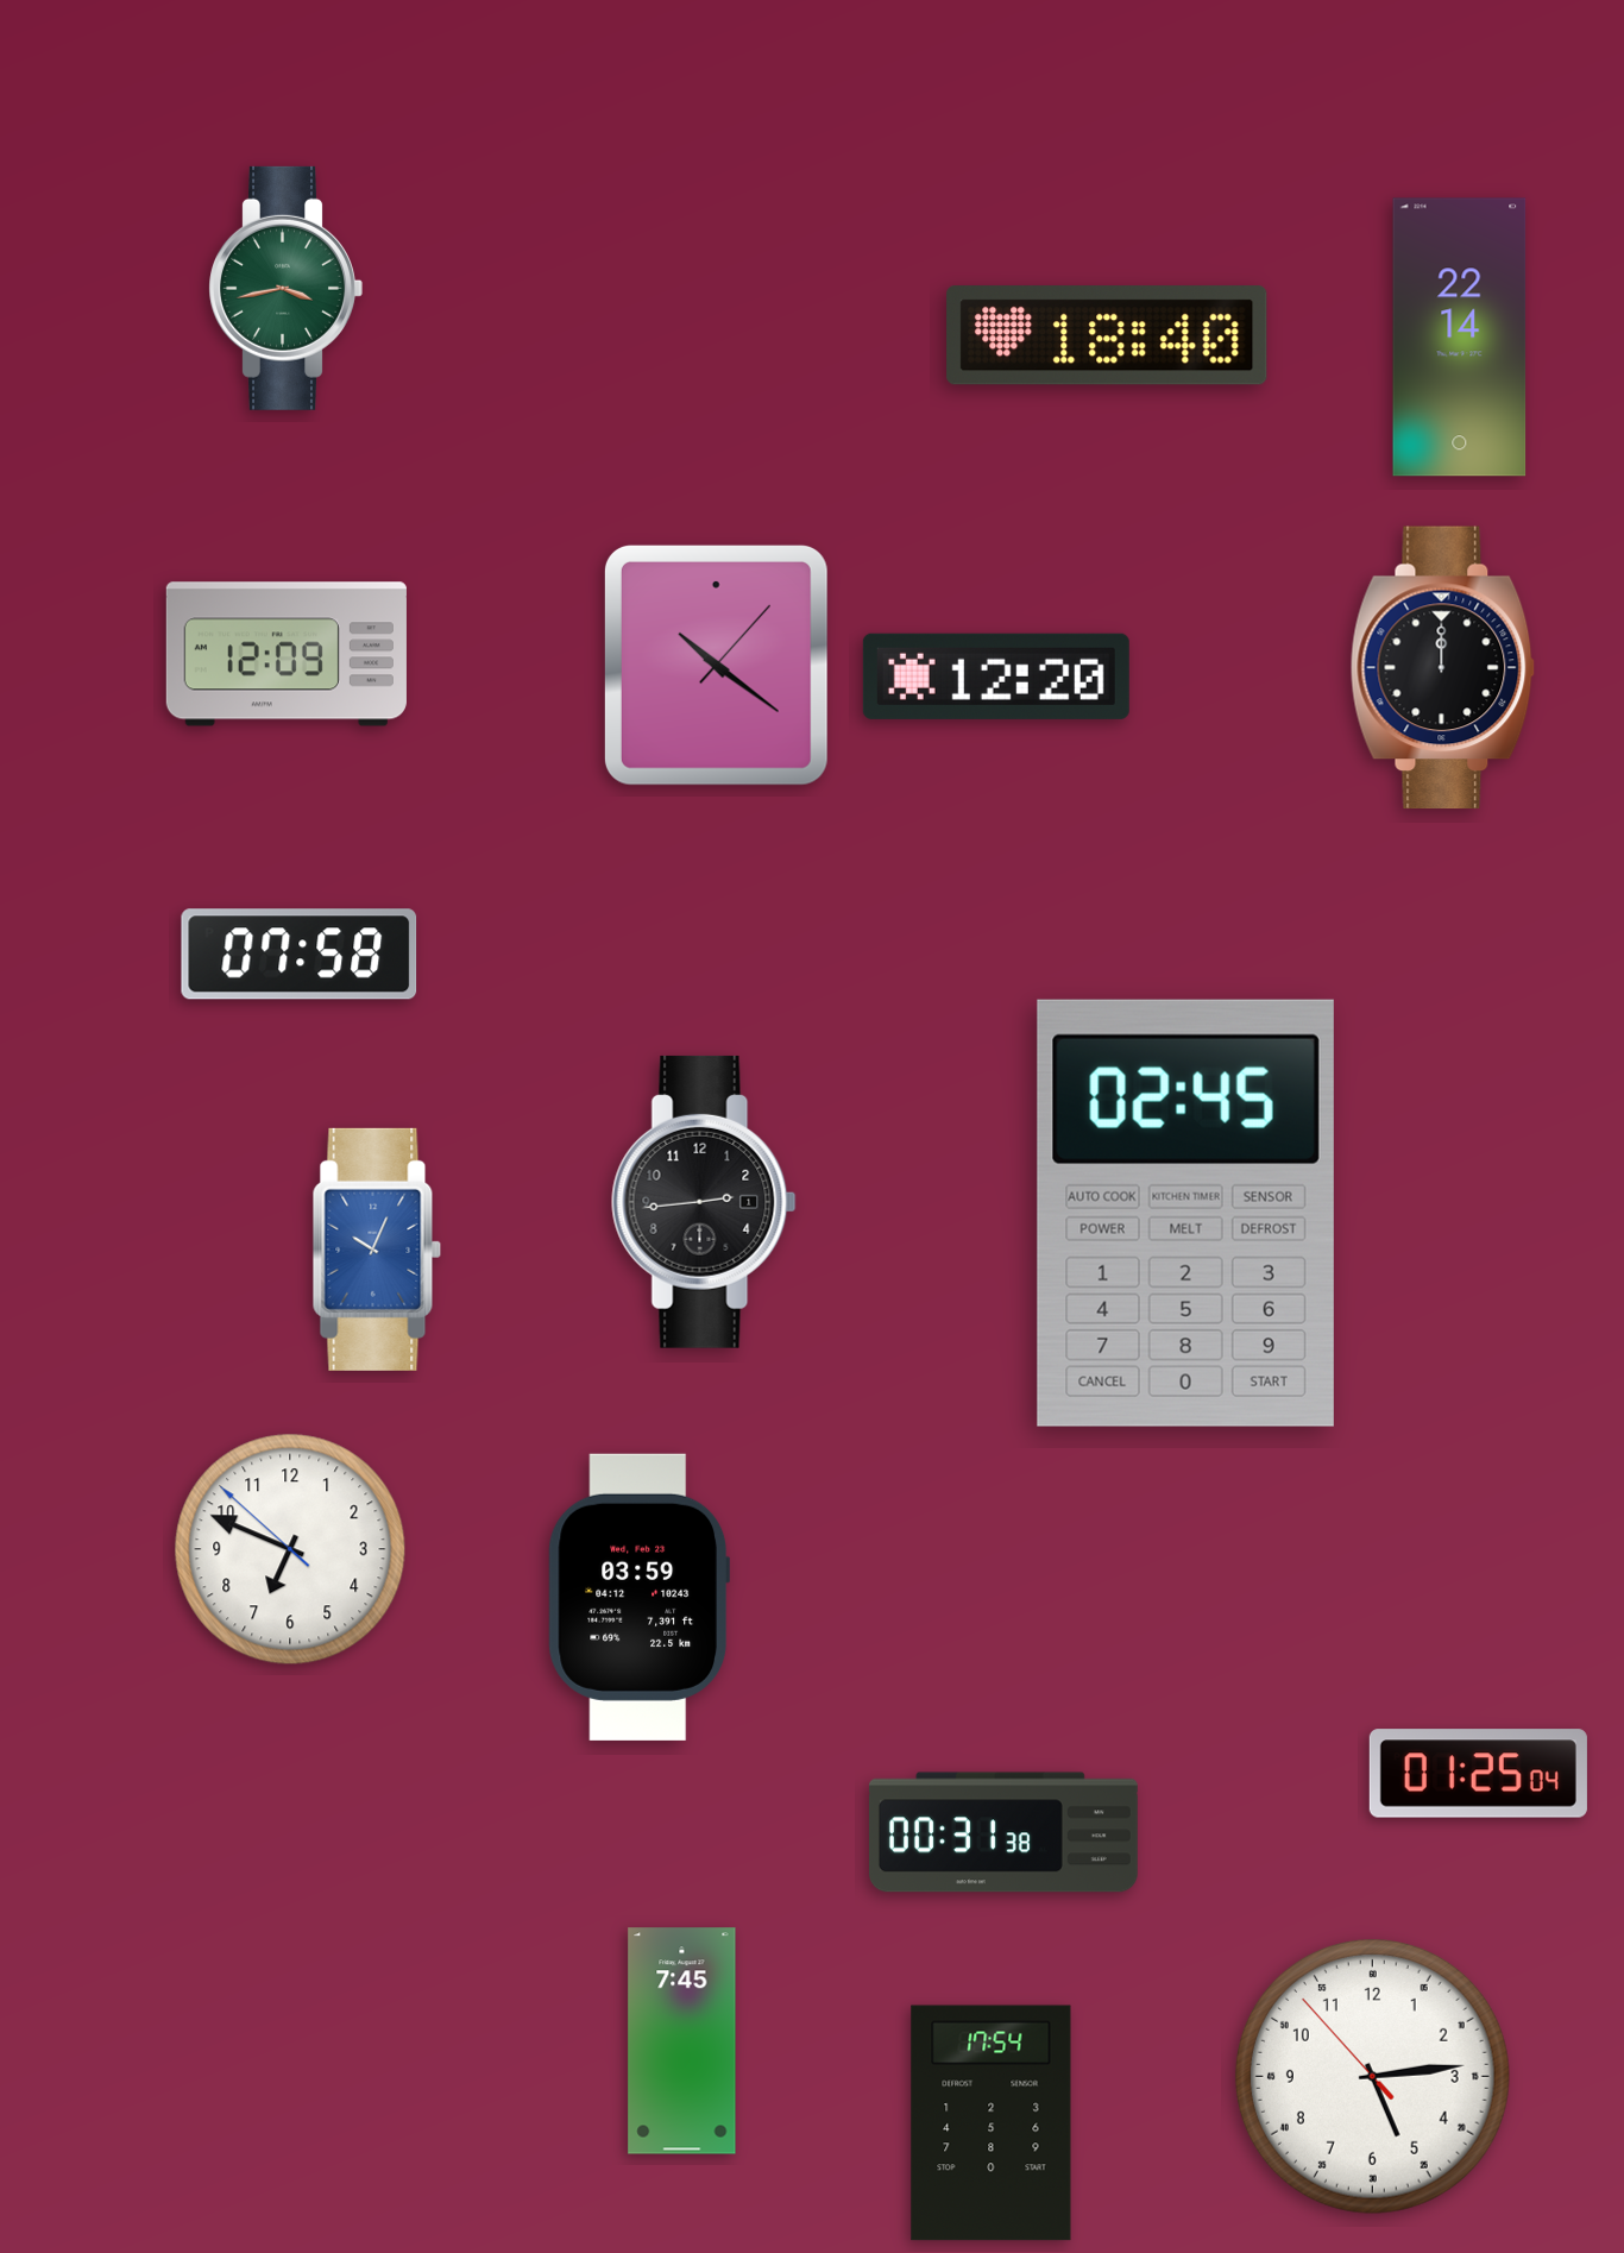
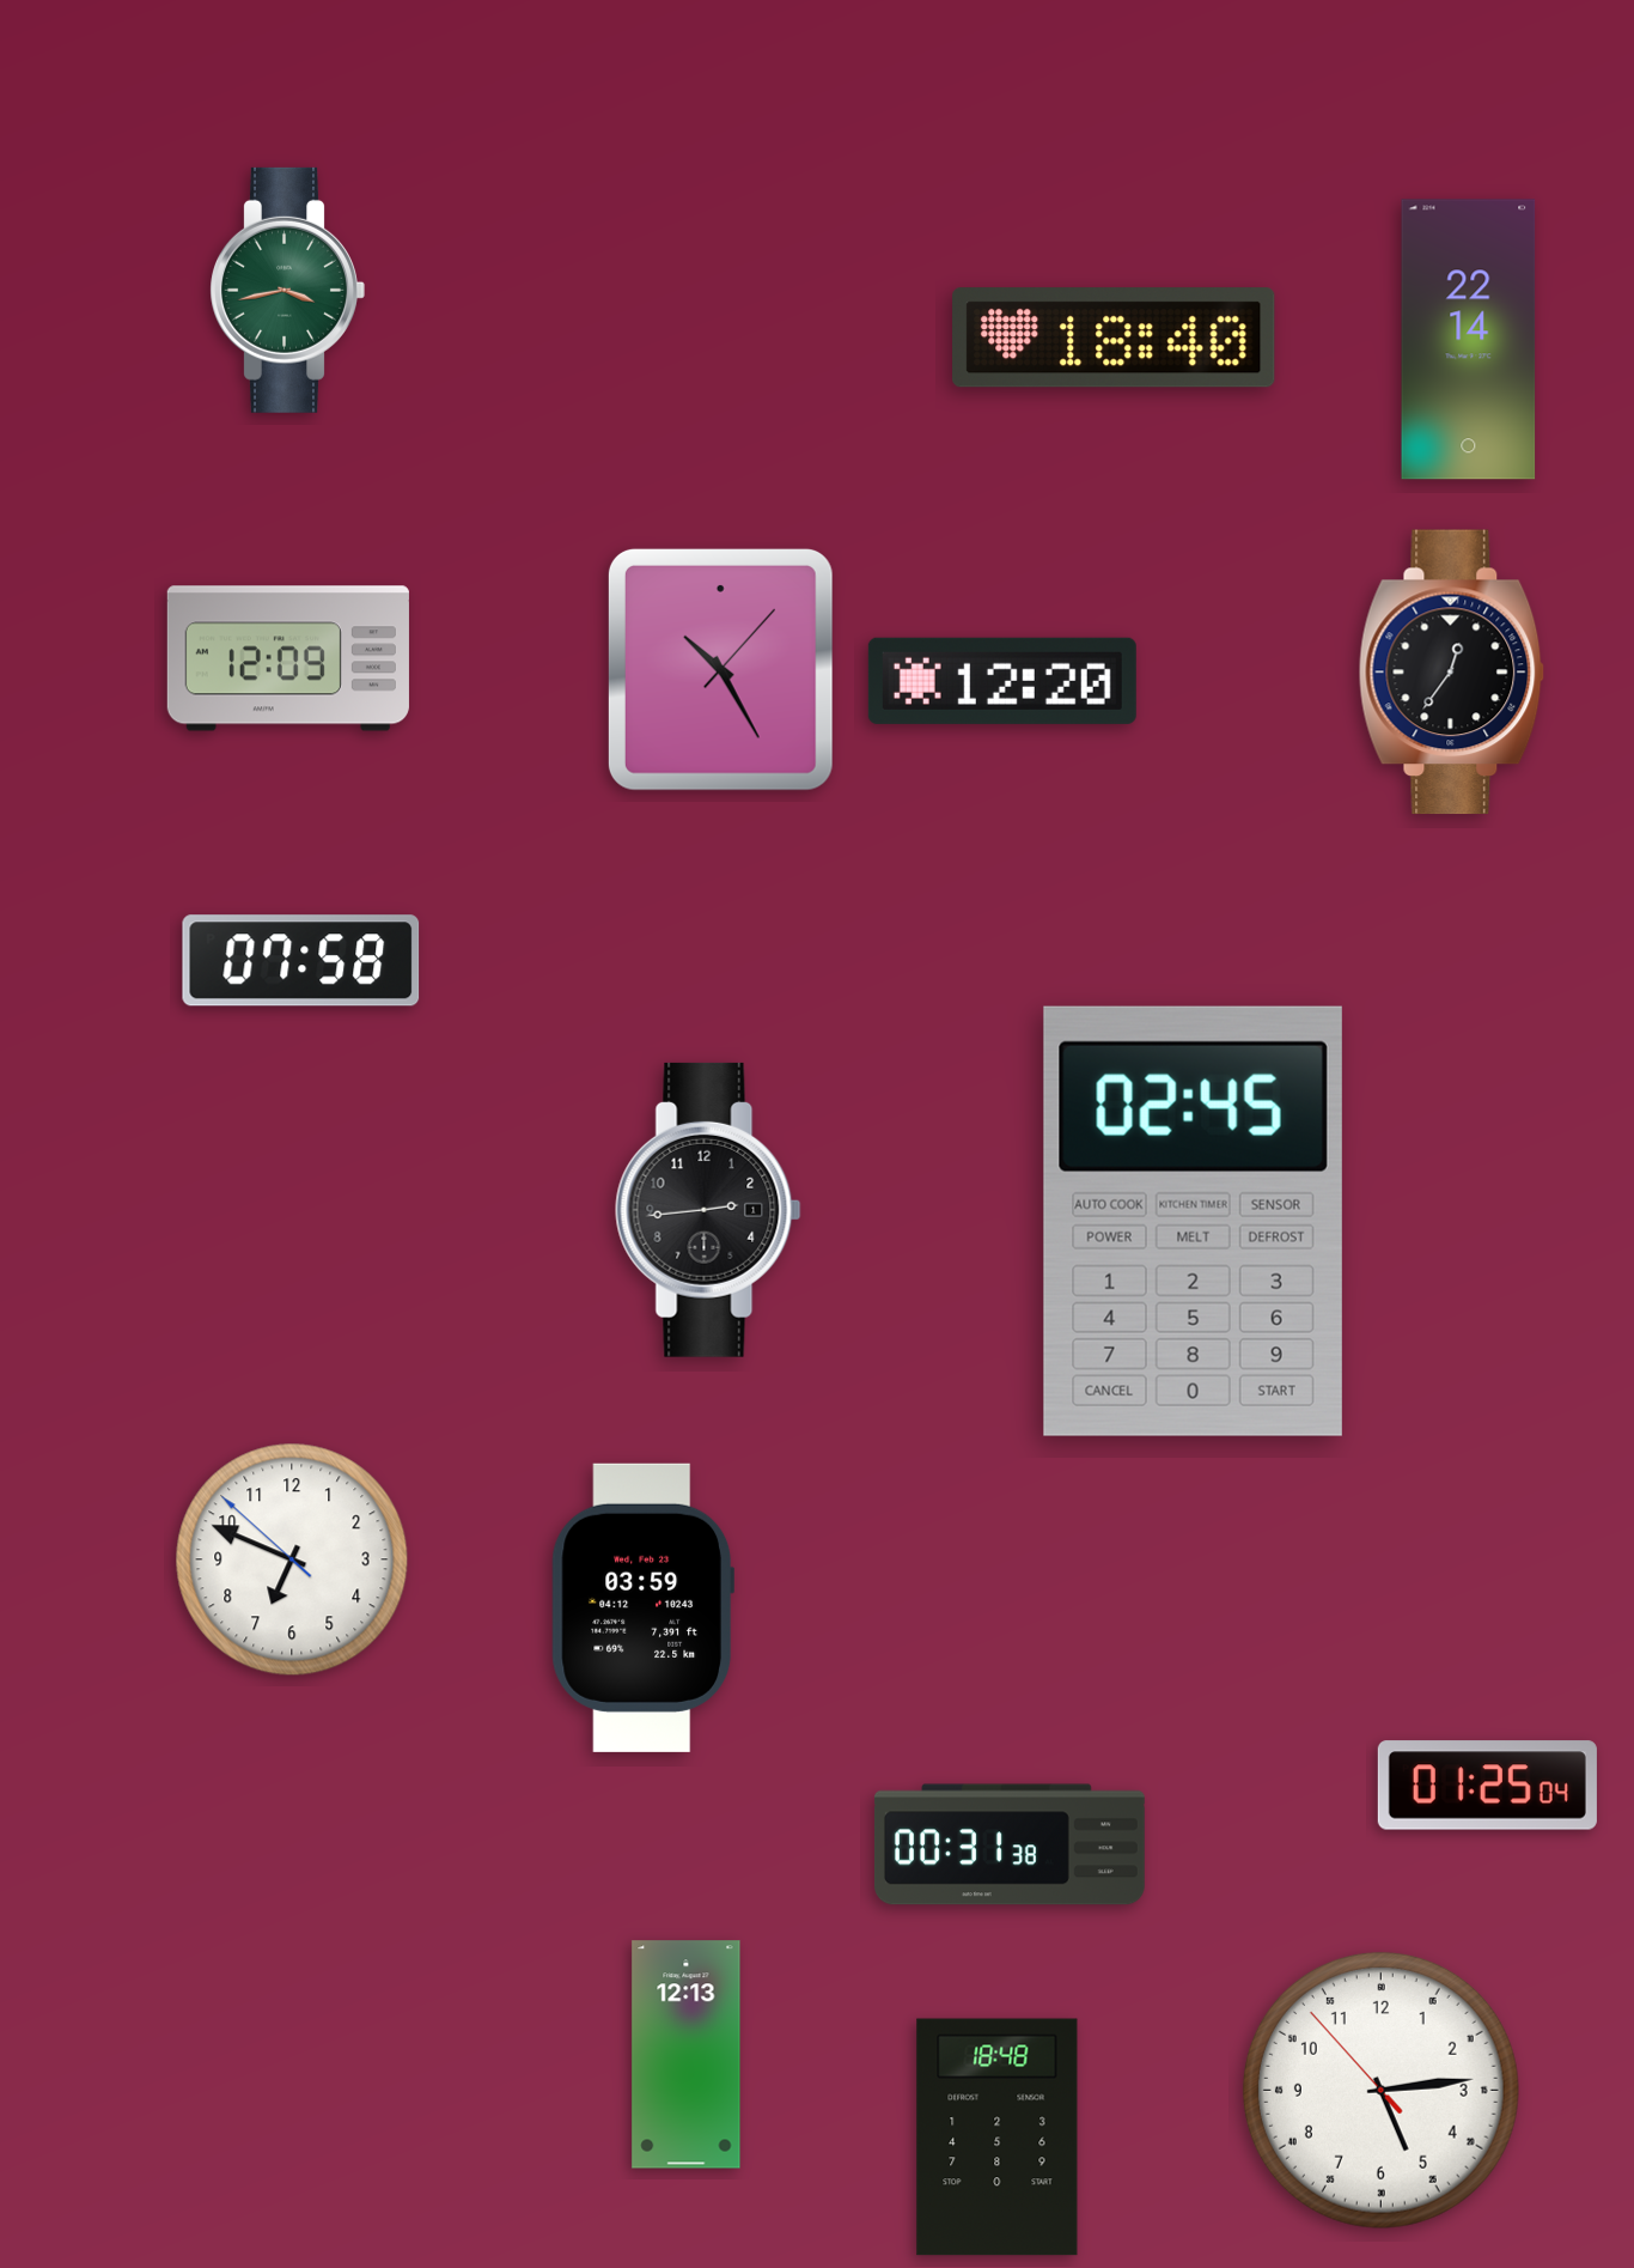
clock at (716, 665): 10:21 -> 10:25
clock at (1443, 668): 12:00 -> 12:36
clock at (377, 1250): 10:04 -> none
clock at (682, 2041): 7:45 -> 12:13
clock at (992, 2123): 17:54 -> 18:48
